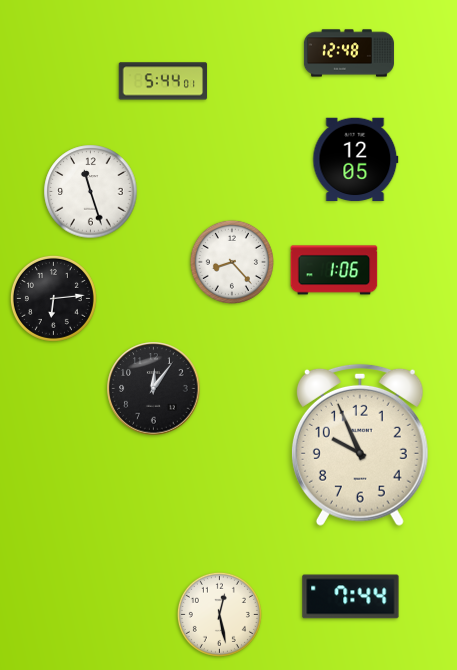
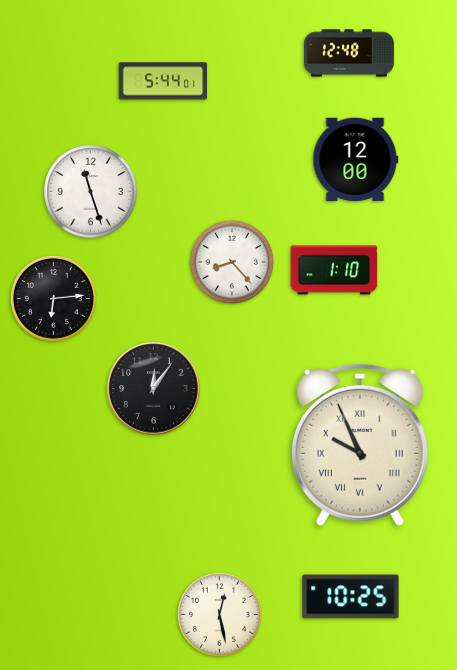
clock at (356, 160): 12:05 -> 12:00
clock at (334, 270): 1:06 -> 1:10
clock at (360, 445) numerals: Arabic -> Roman
clock at (351, 597): 7:44 -> 10:25
